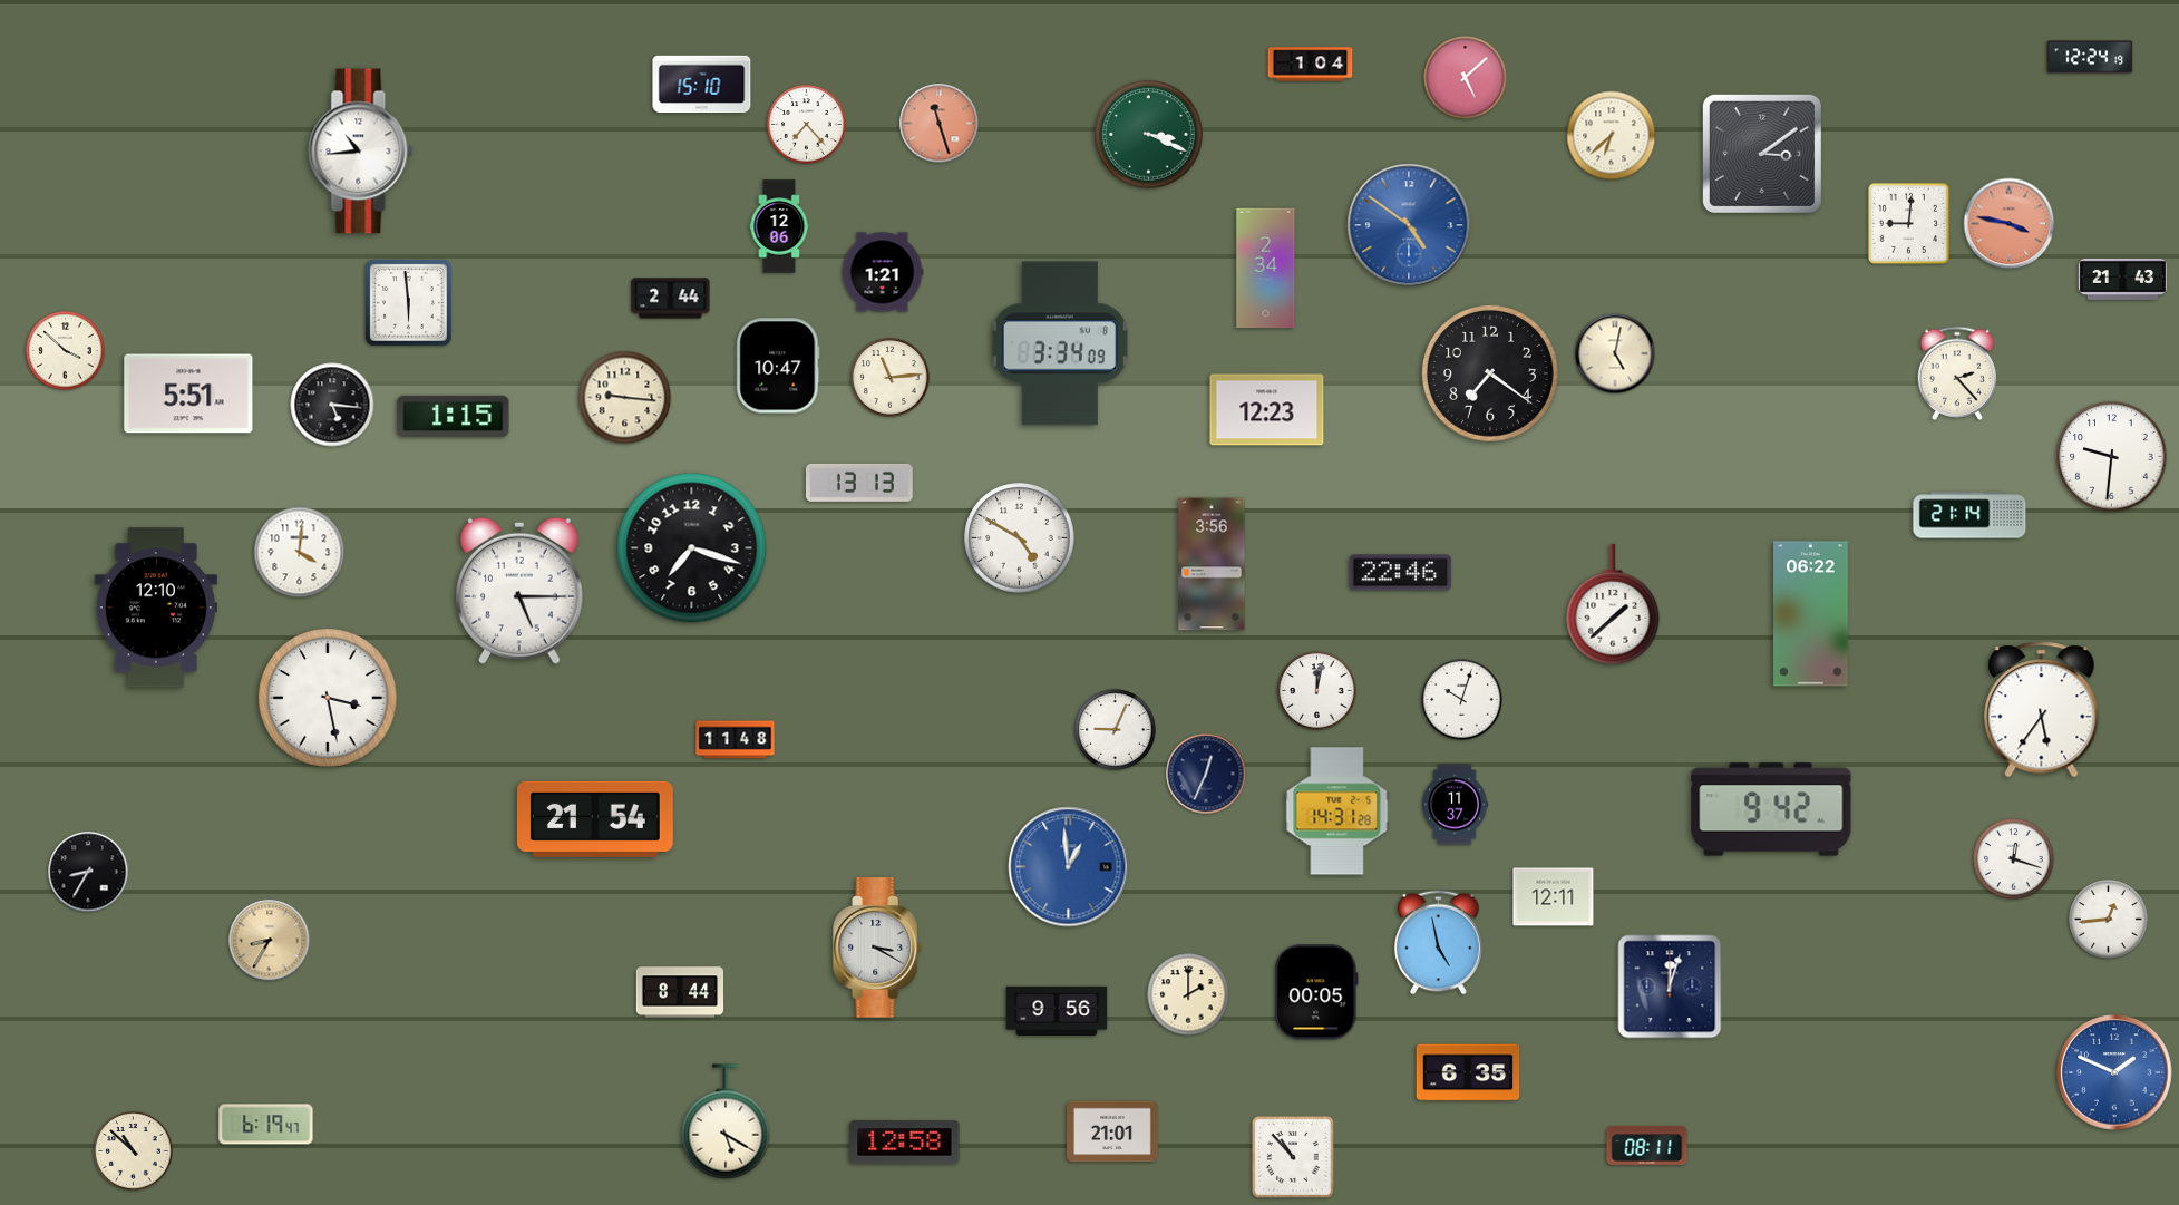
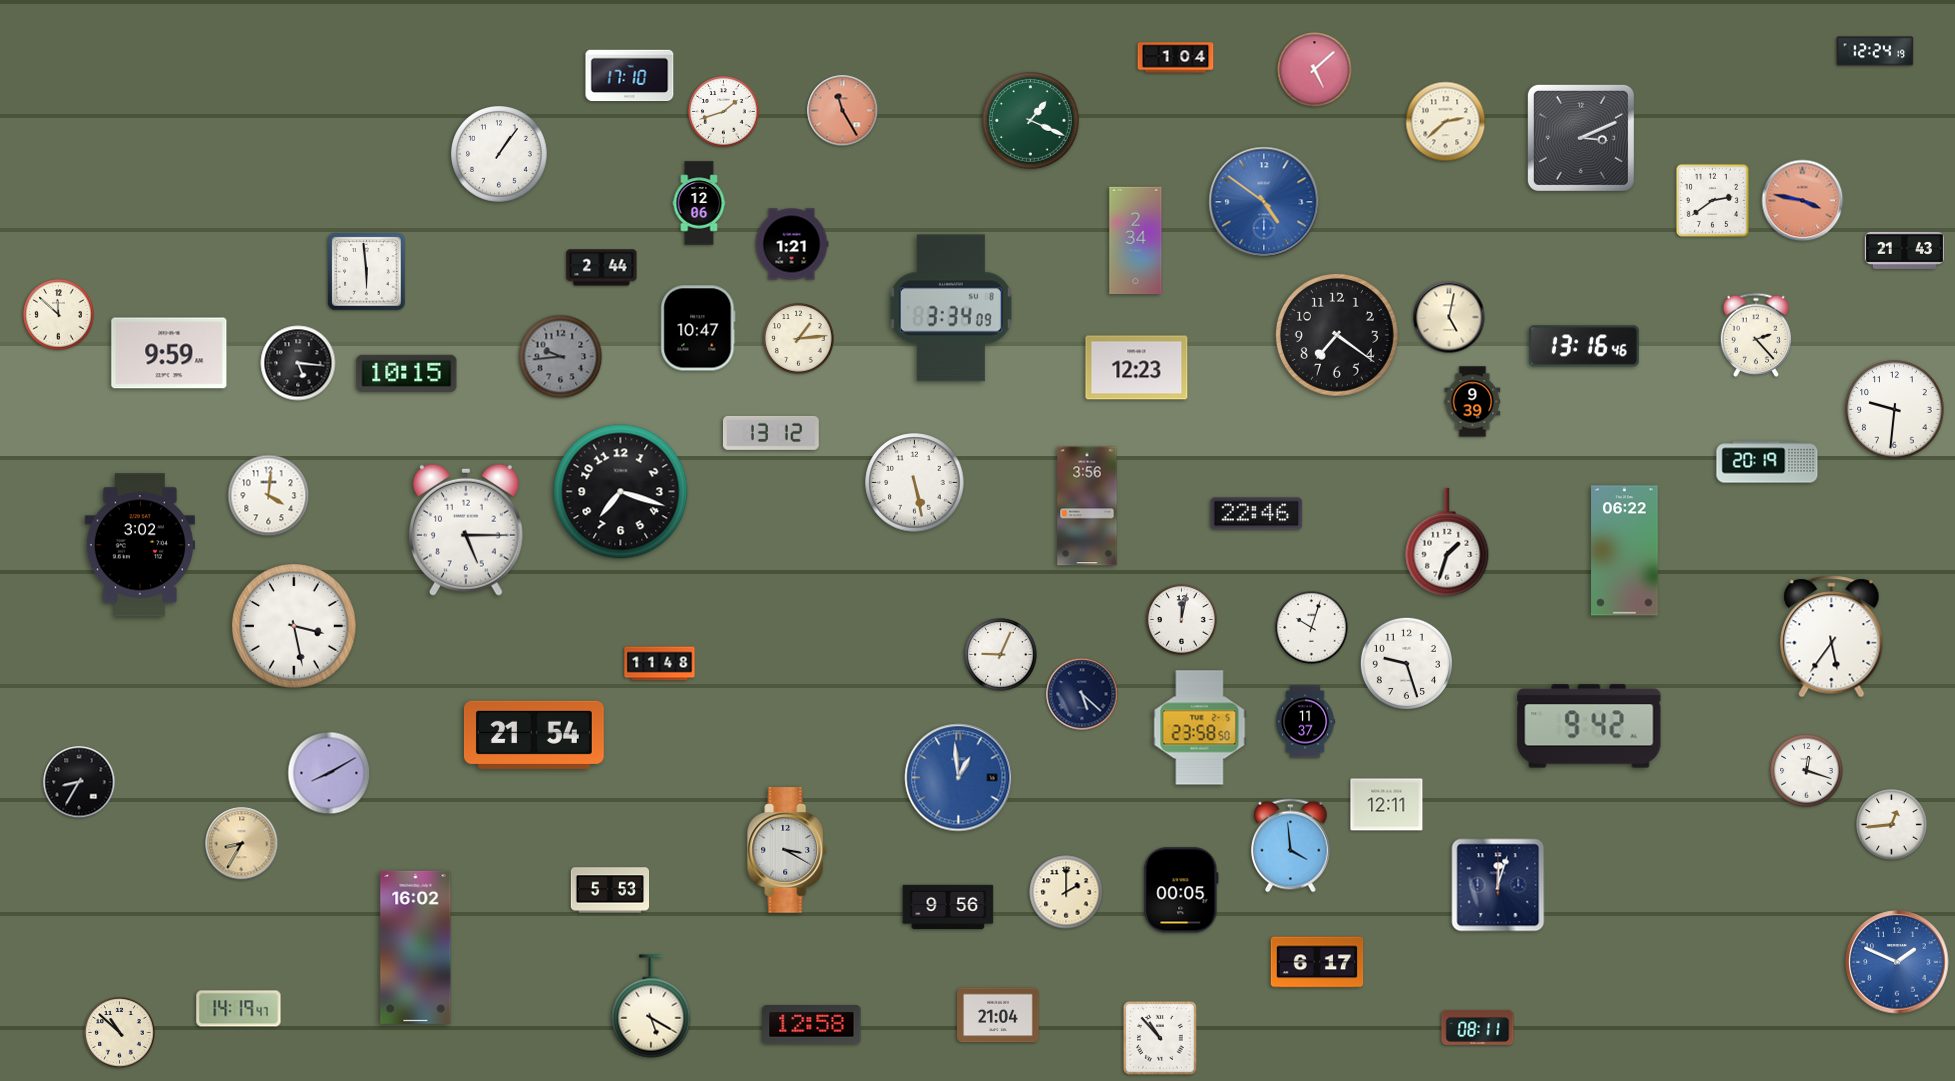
clock at (702, 85): 15:10 -> 17:10
clock at (940, 124): 11:27 -> 11:25
clock at (807, 125): 7:23 -> 1:42
clock at (1149, 135): 3:19 -> 1:19
clock at (1612, 136): 6:38 -> 2:38
clock at (361, 152): 10:44 -> none
clock at (1762, 154): 3:09 -> 3:11
clock at (500, 155): none -> 1:06
clock at (1908, 223): 9:01 -> 2:39
clock at (66, 351): 3:52 -> 11:52
clock at (891, 378): 11:14 -> 1:14
clock at (1584, 346): none -> 13:16
clock at (188, 393): 5:51 -> 9:59
clock at (625, 398): 9:16 -> 9:44
clock at (625, 398) dial: cream -> grey
clock at (454, 416): 1:15 -> 10:15
clock at (1473, 402): none -> 9:39
clock at (859, 483): 13:13 -> 13:12
clock at (1969, 515): 21:14 -> 20:19
clock at (1020, 538): 4:50 -> 5:28
clock at (1613, 604): 1:38 -> 1:33
clock at (156, 608): 12:10 -> 3:02
clock at (1406, 663): none -> 9:27
clock at (1206, 774): 12:34 -> 5:22
clock at (1337, 812): 14:31 -> 23:58
clock at (329, 773): none -> 8:10
clock at (1554, 897) position: (1554, 897) -> (1387, 805)
clock at (1439, 943): 4:58 -> 3:59
clock at (680, 992): 8:44 -> 5:53
clock at (416, 947): none -> 16:02
clock at (1468, 1072): 6:35 -> 6:17
clock at (266, 1125): 6:19 -> 14:19
clock at (1112, 1131): 21:01 -> 21:04
